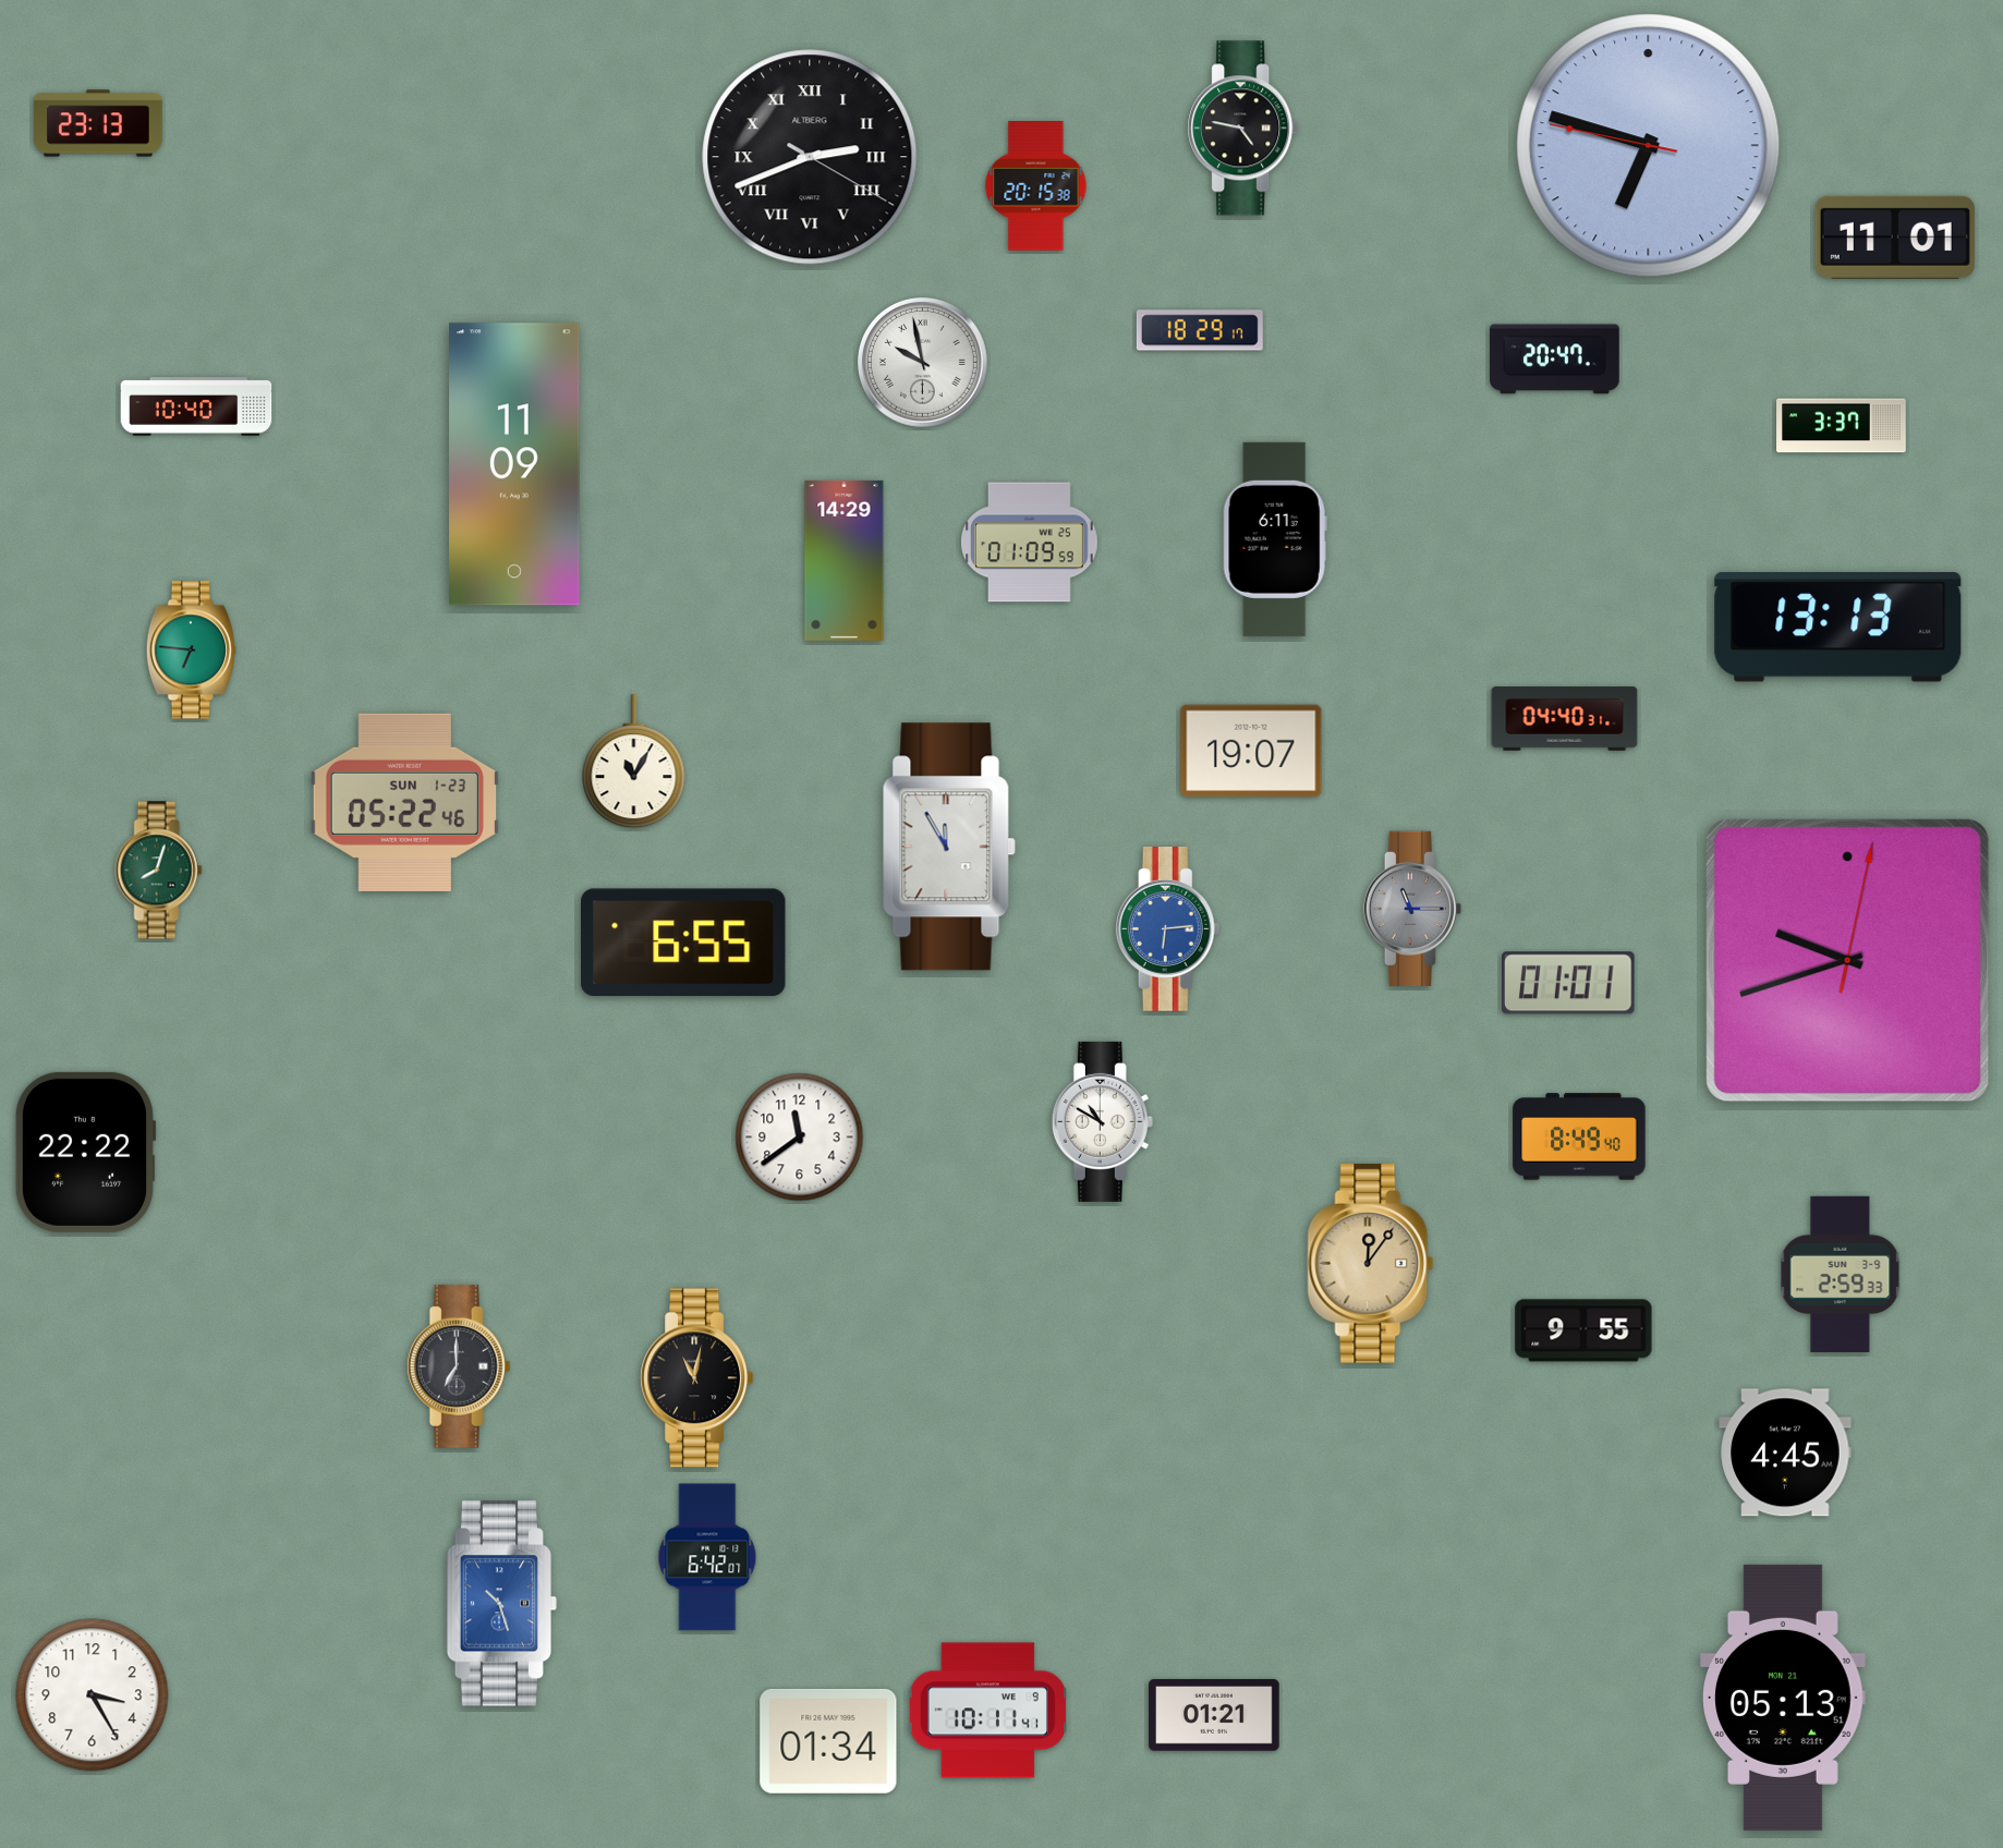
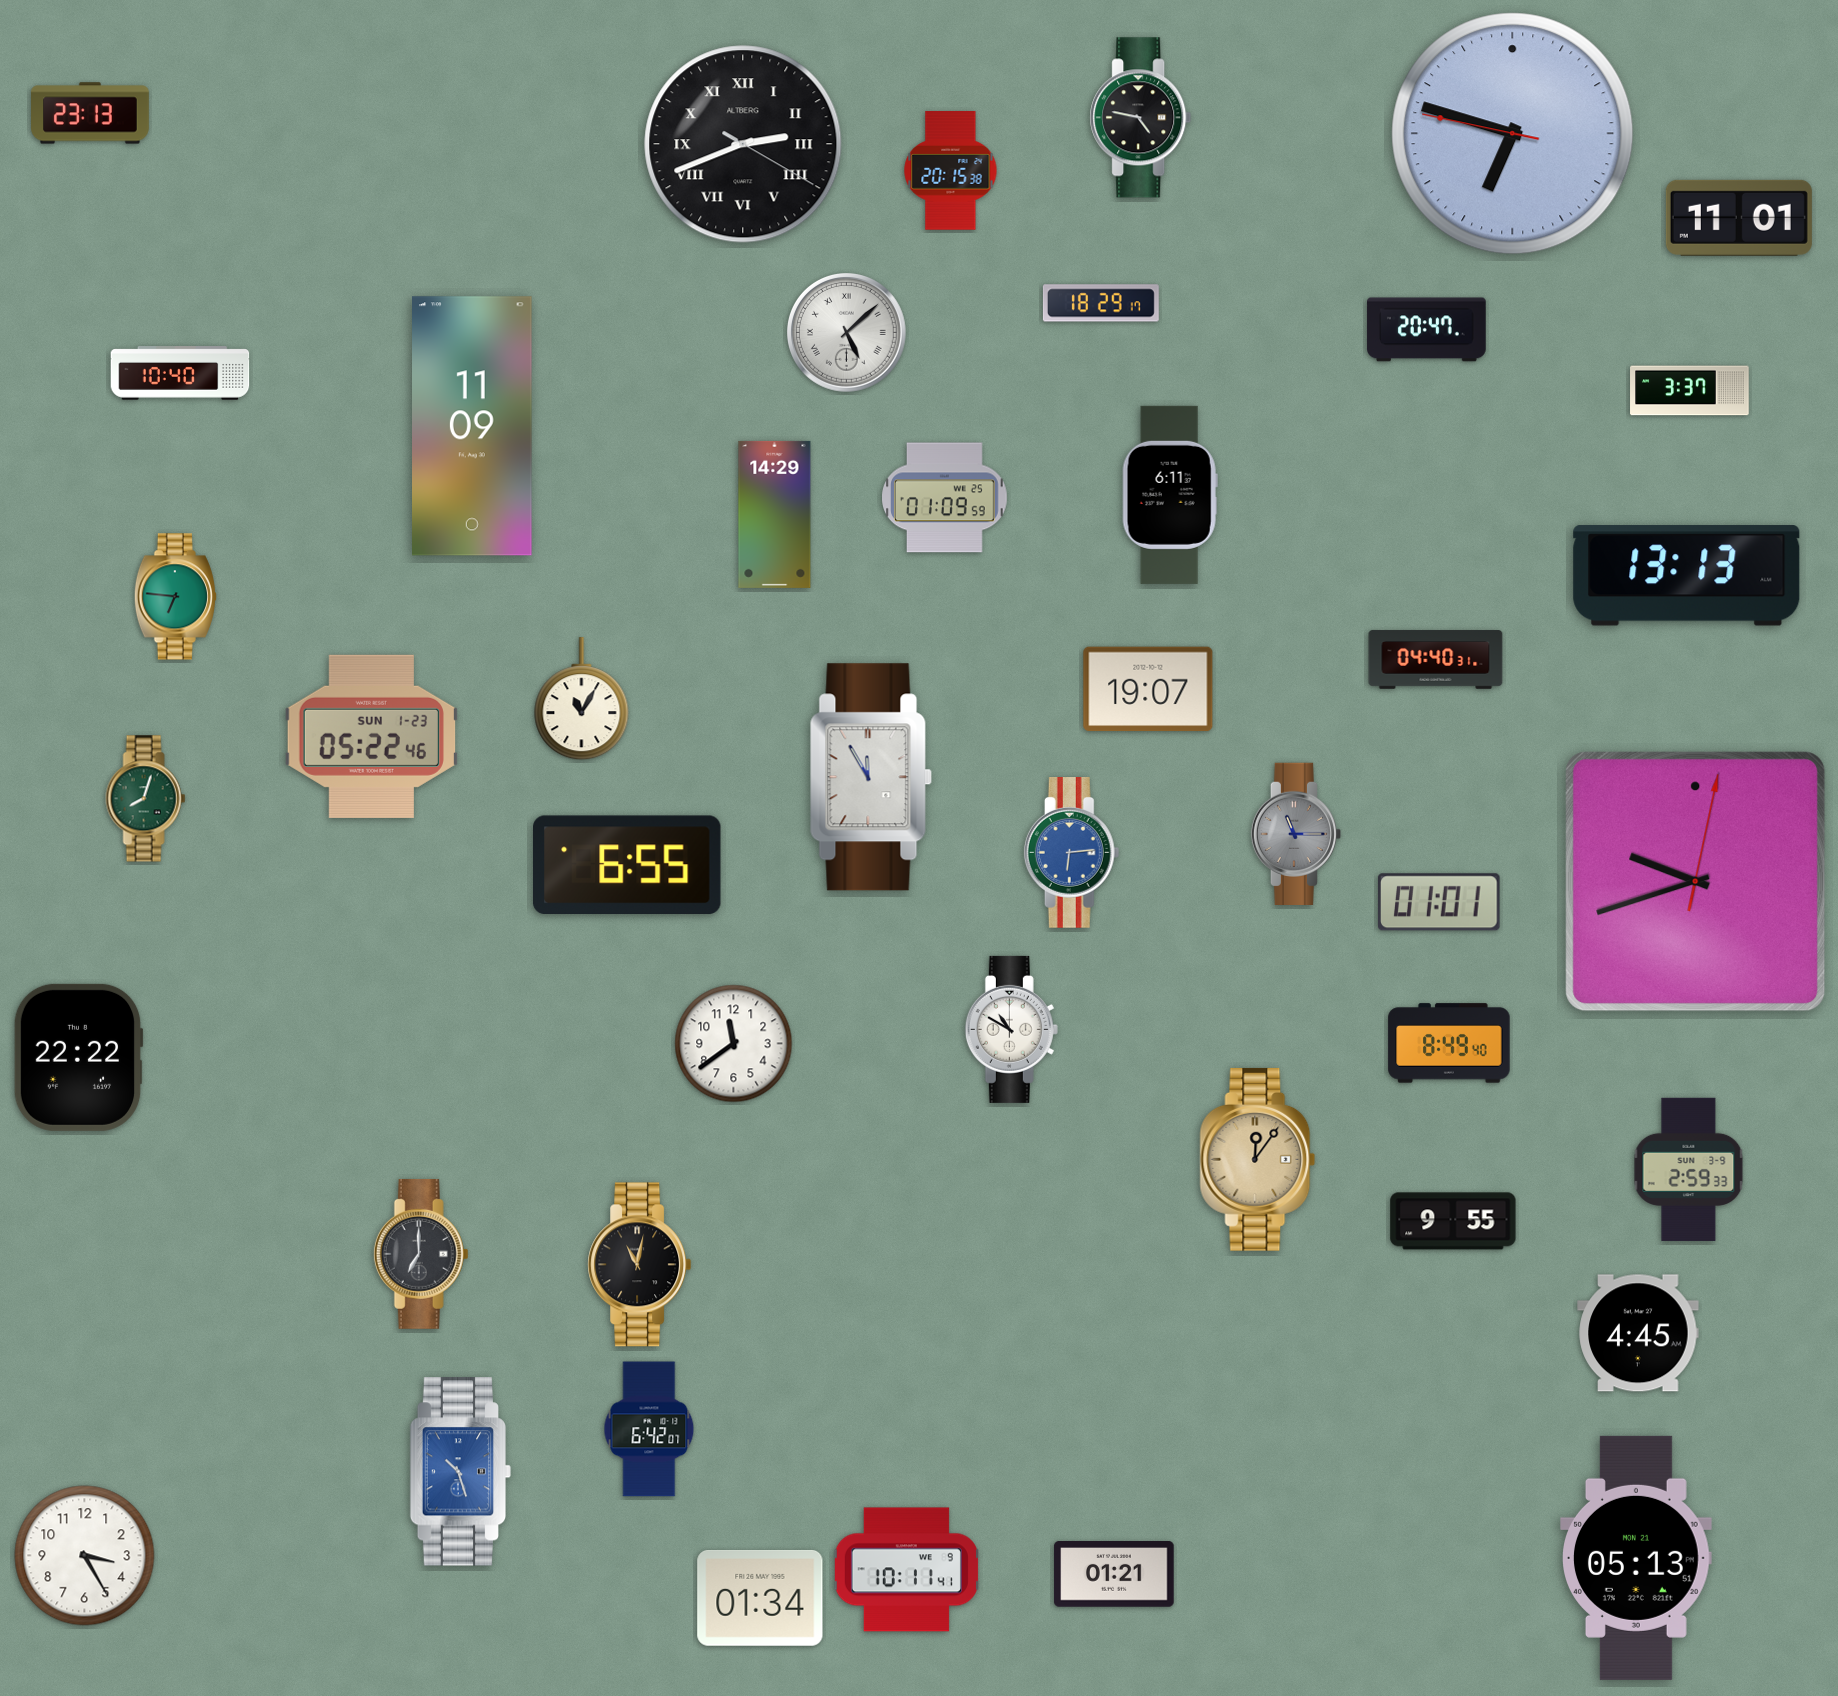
clock at (923, 363): 9:58 -> 5:08
